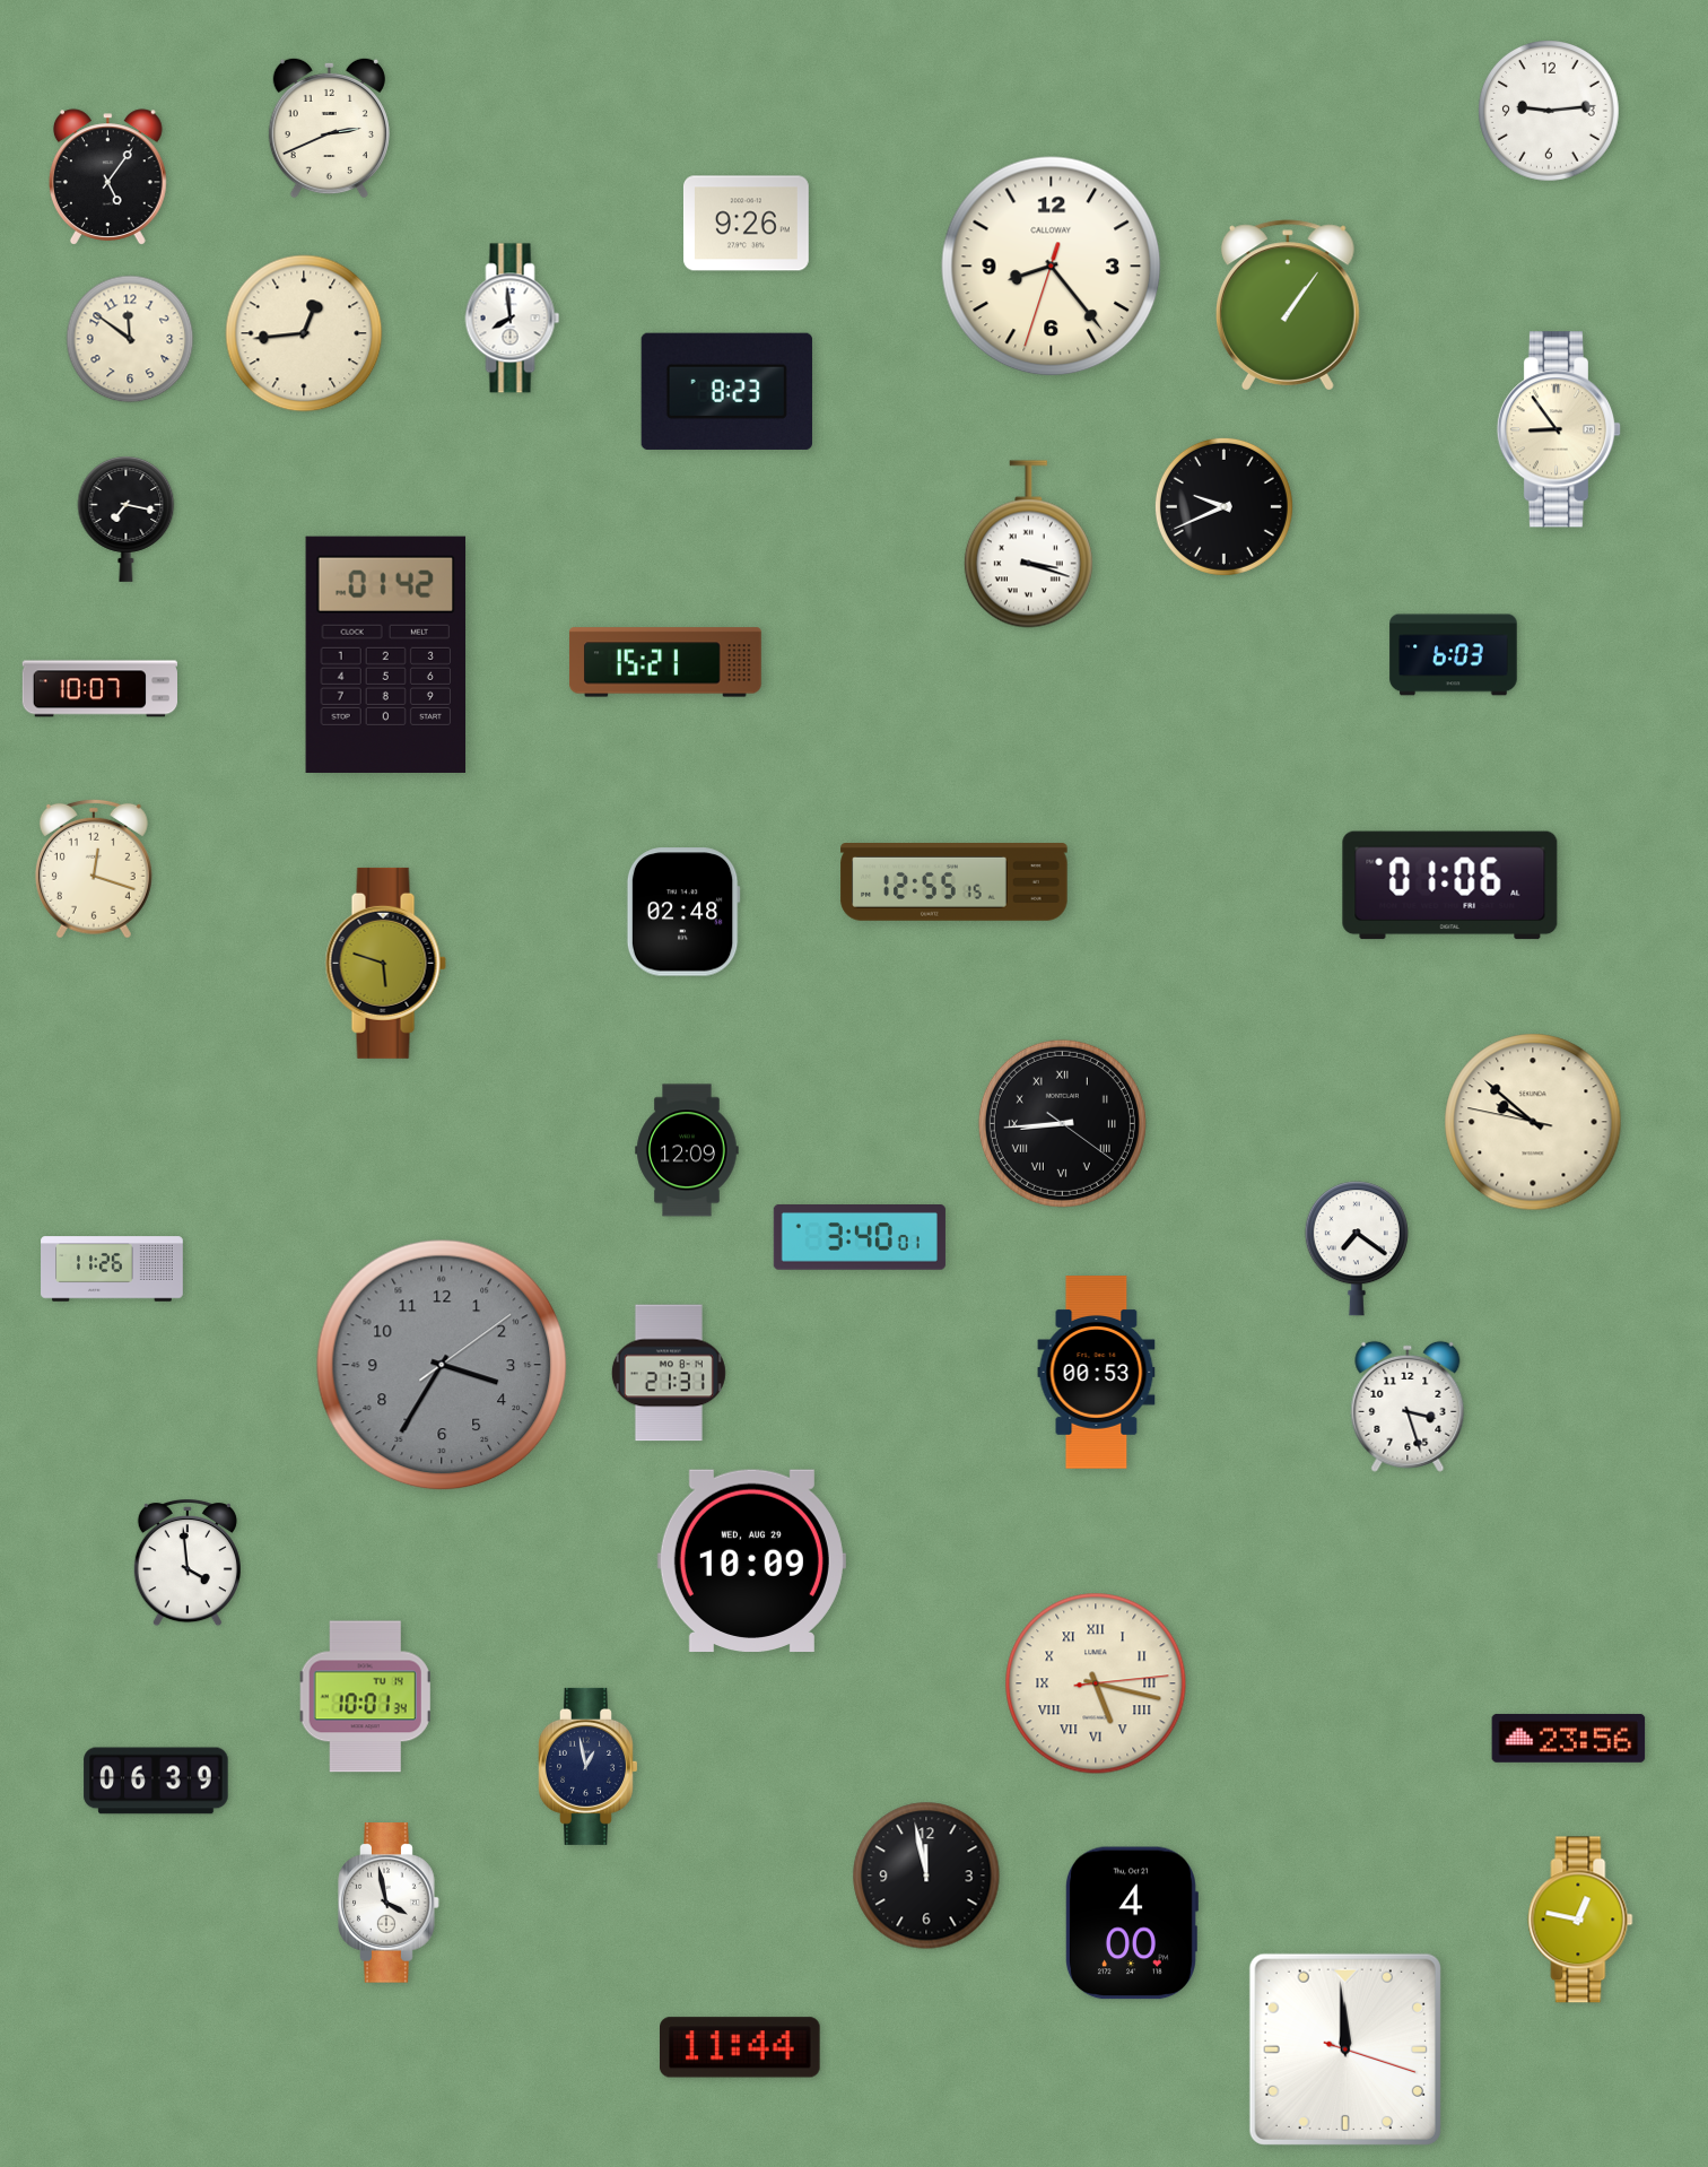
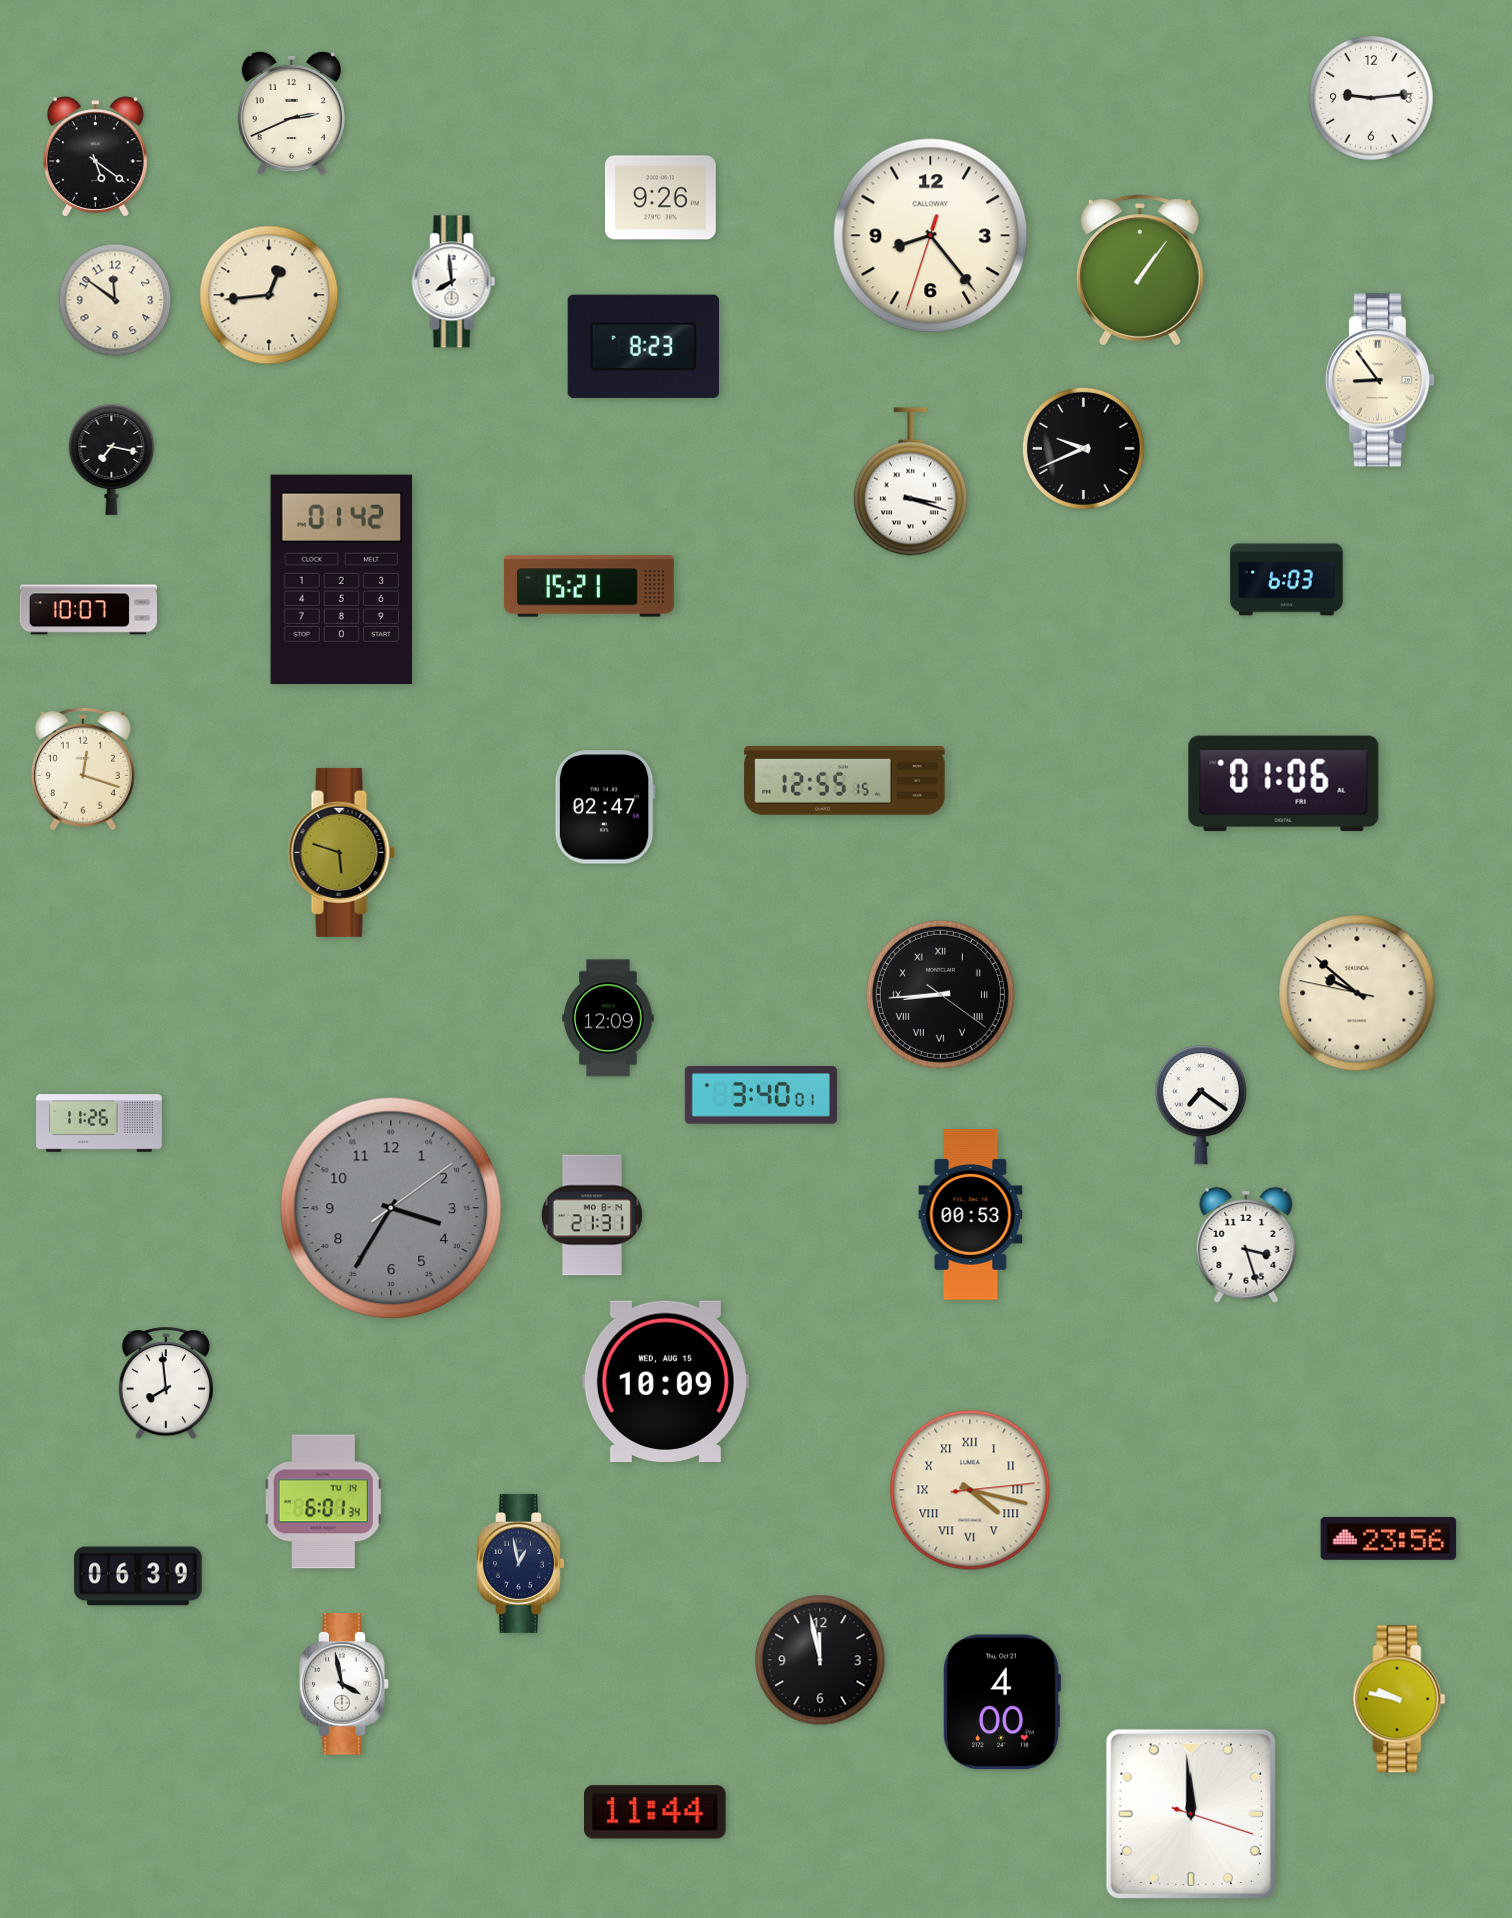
clock at (107, 177): 5:06 -> 5:21
clock at (683, 912): 02:48 -> 02:47
clock at (751, 1561) date: WED, AUG 29 -> WED, AUG 15
clock at (188, 1563): 3:59 -> 7:59
clock at (1096, 1683): 5:17 -> 4:17
clock at (365, 1697): 10:01 -> 6:01
clock at (1580, 1920): 12:47 -> 9:47
